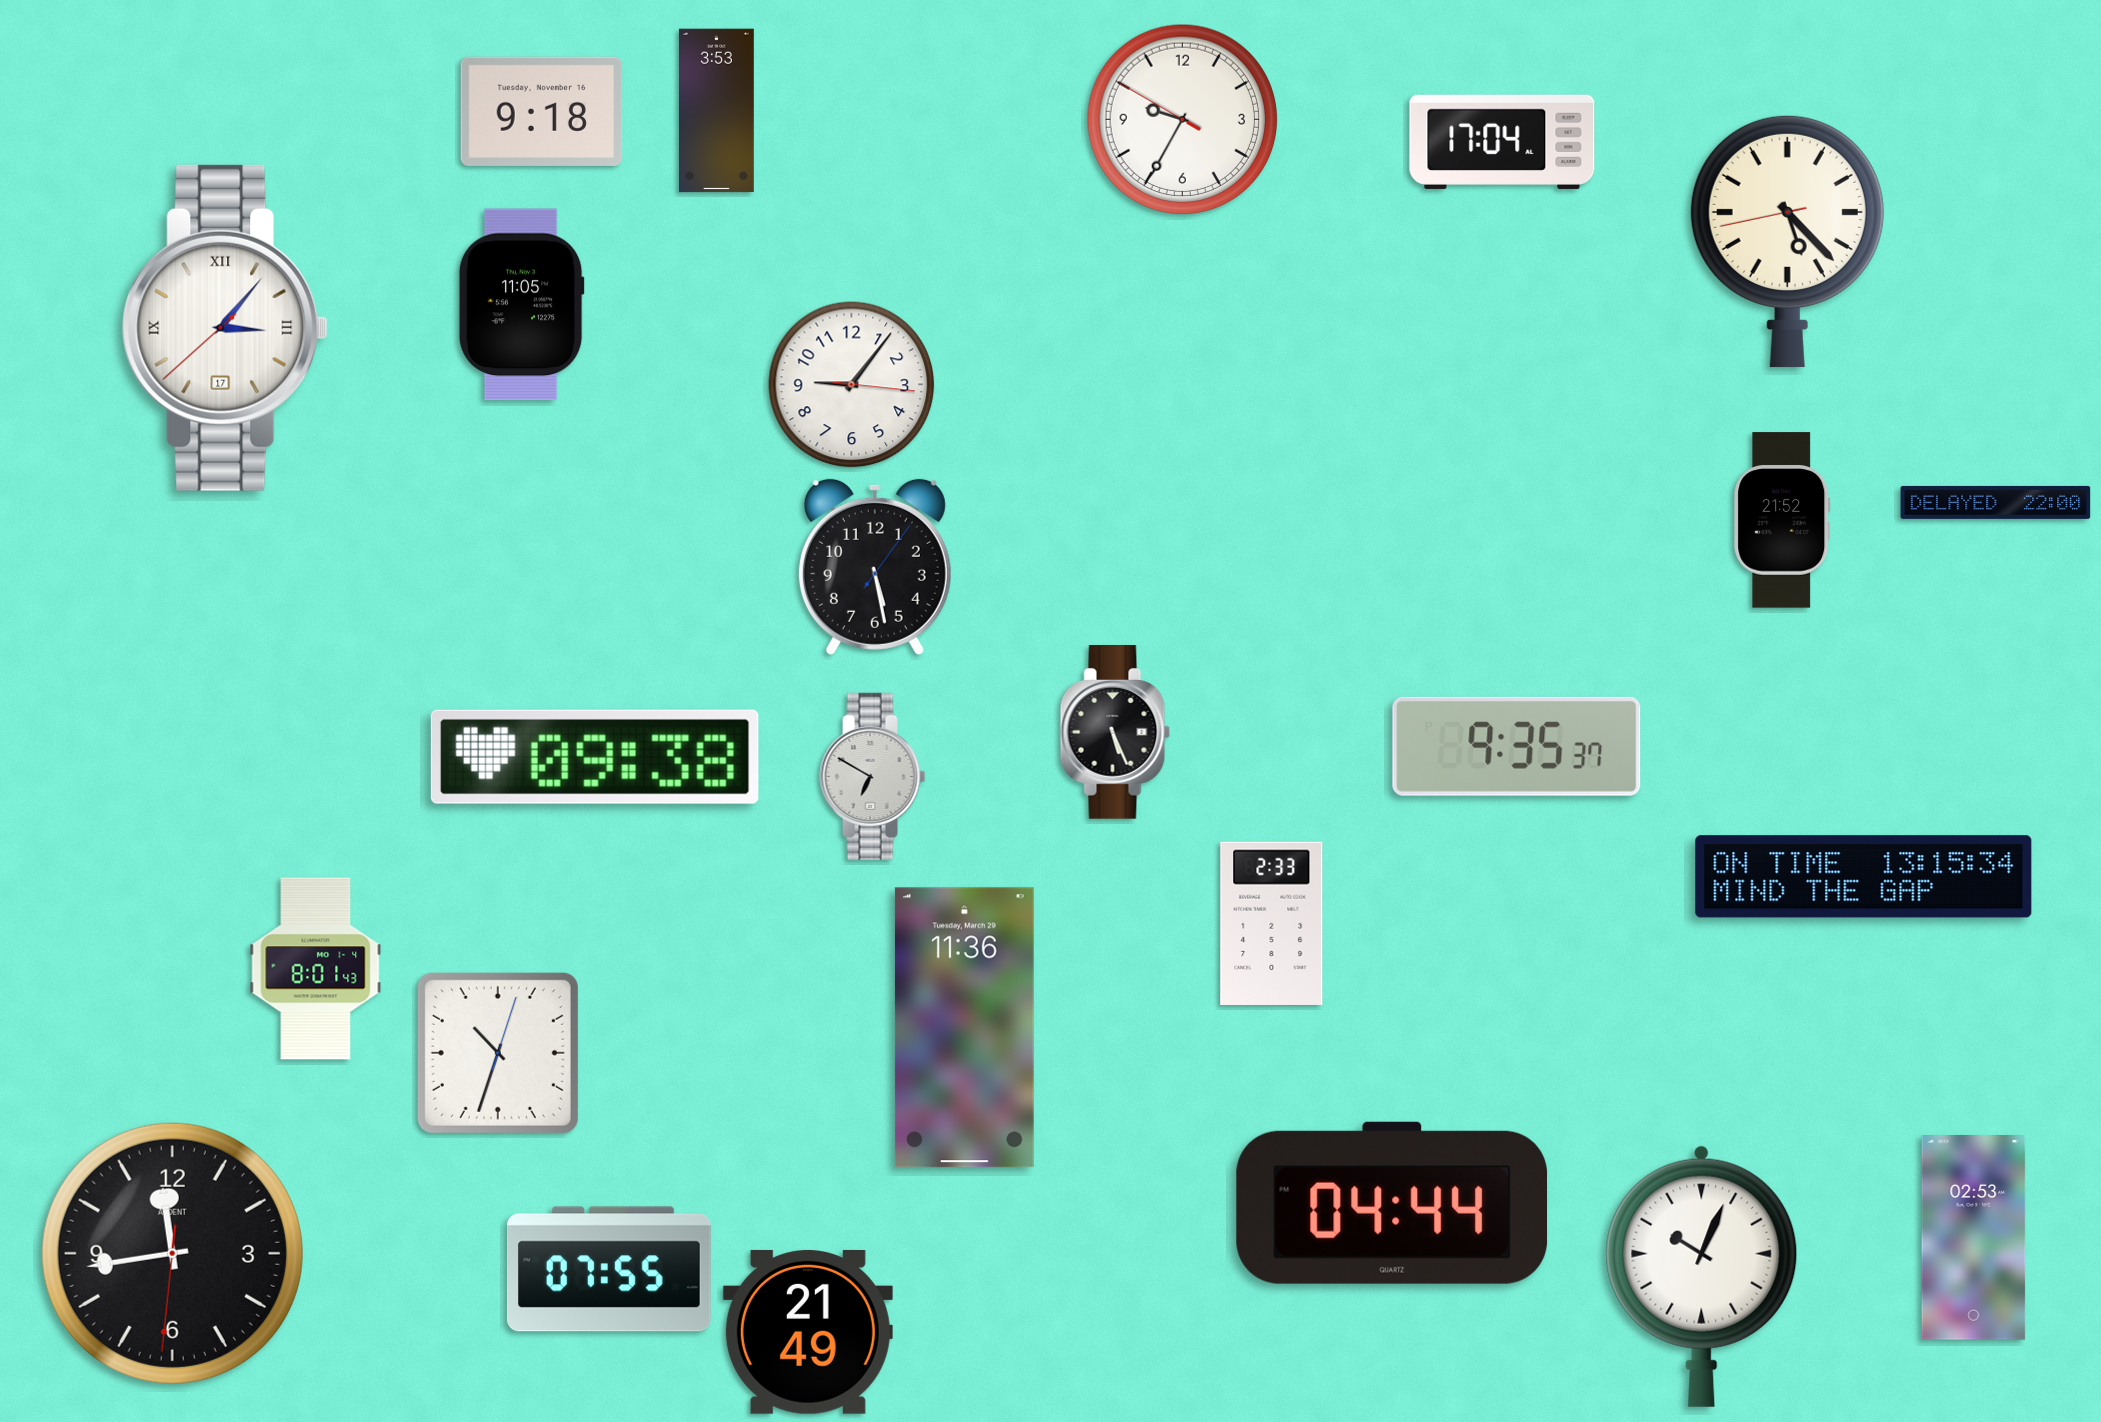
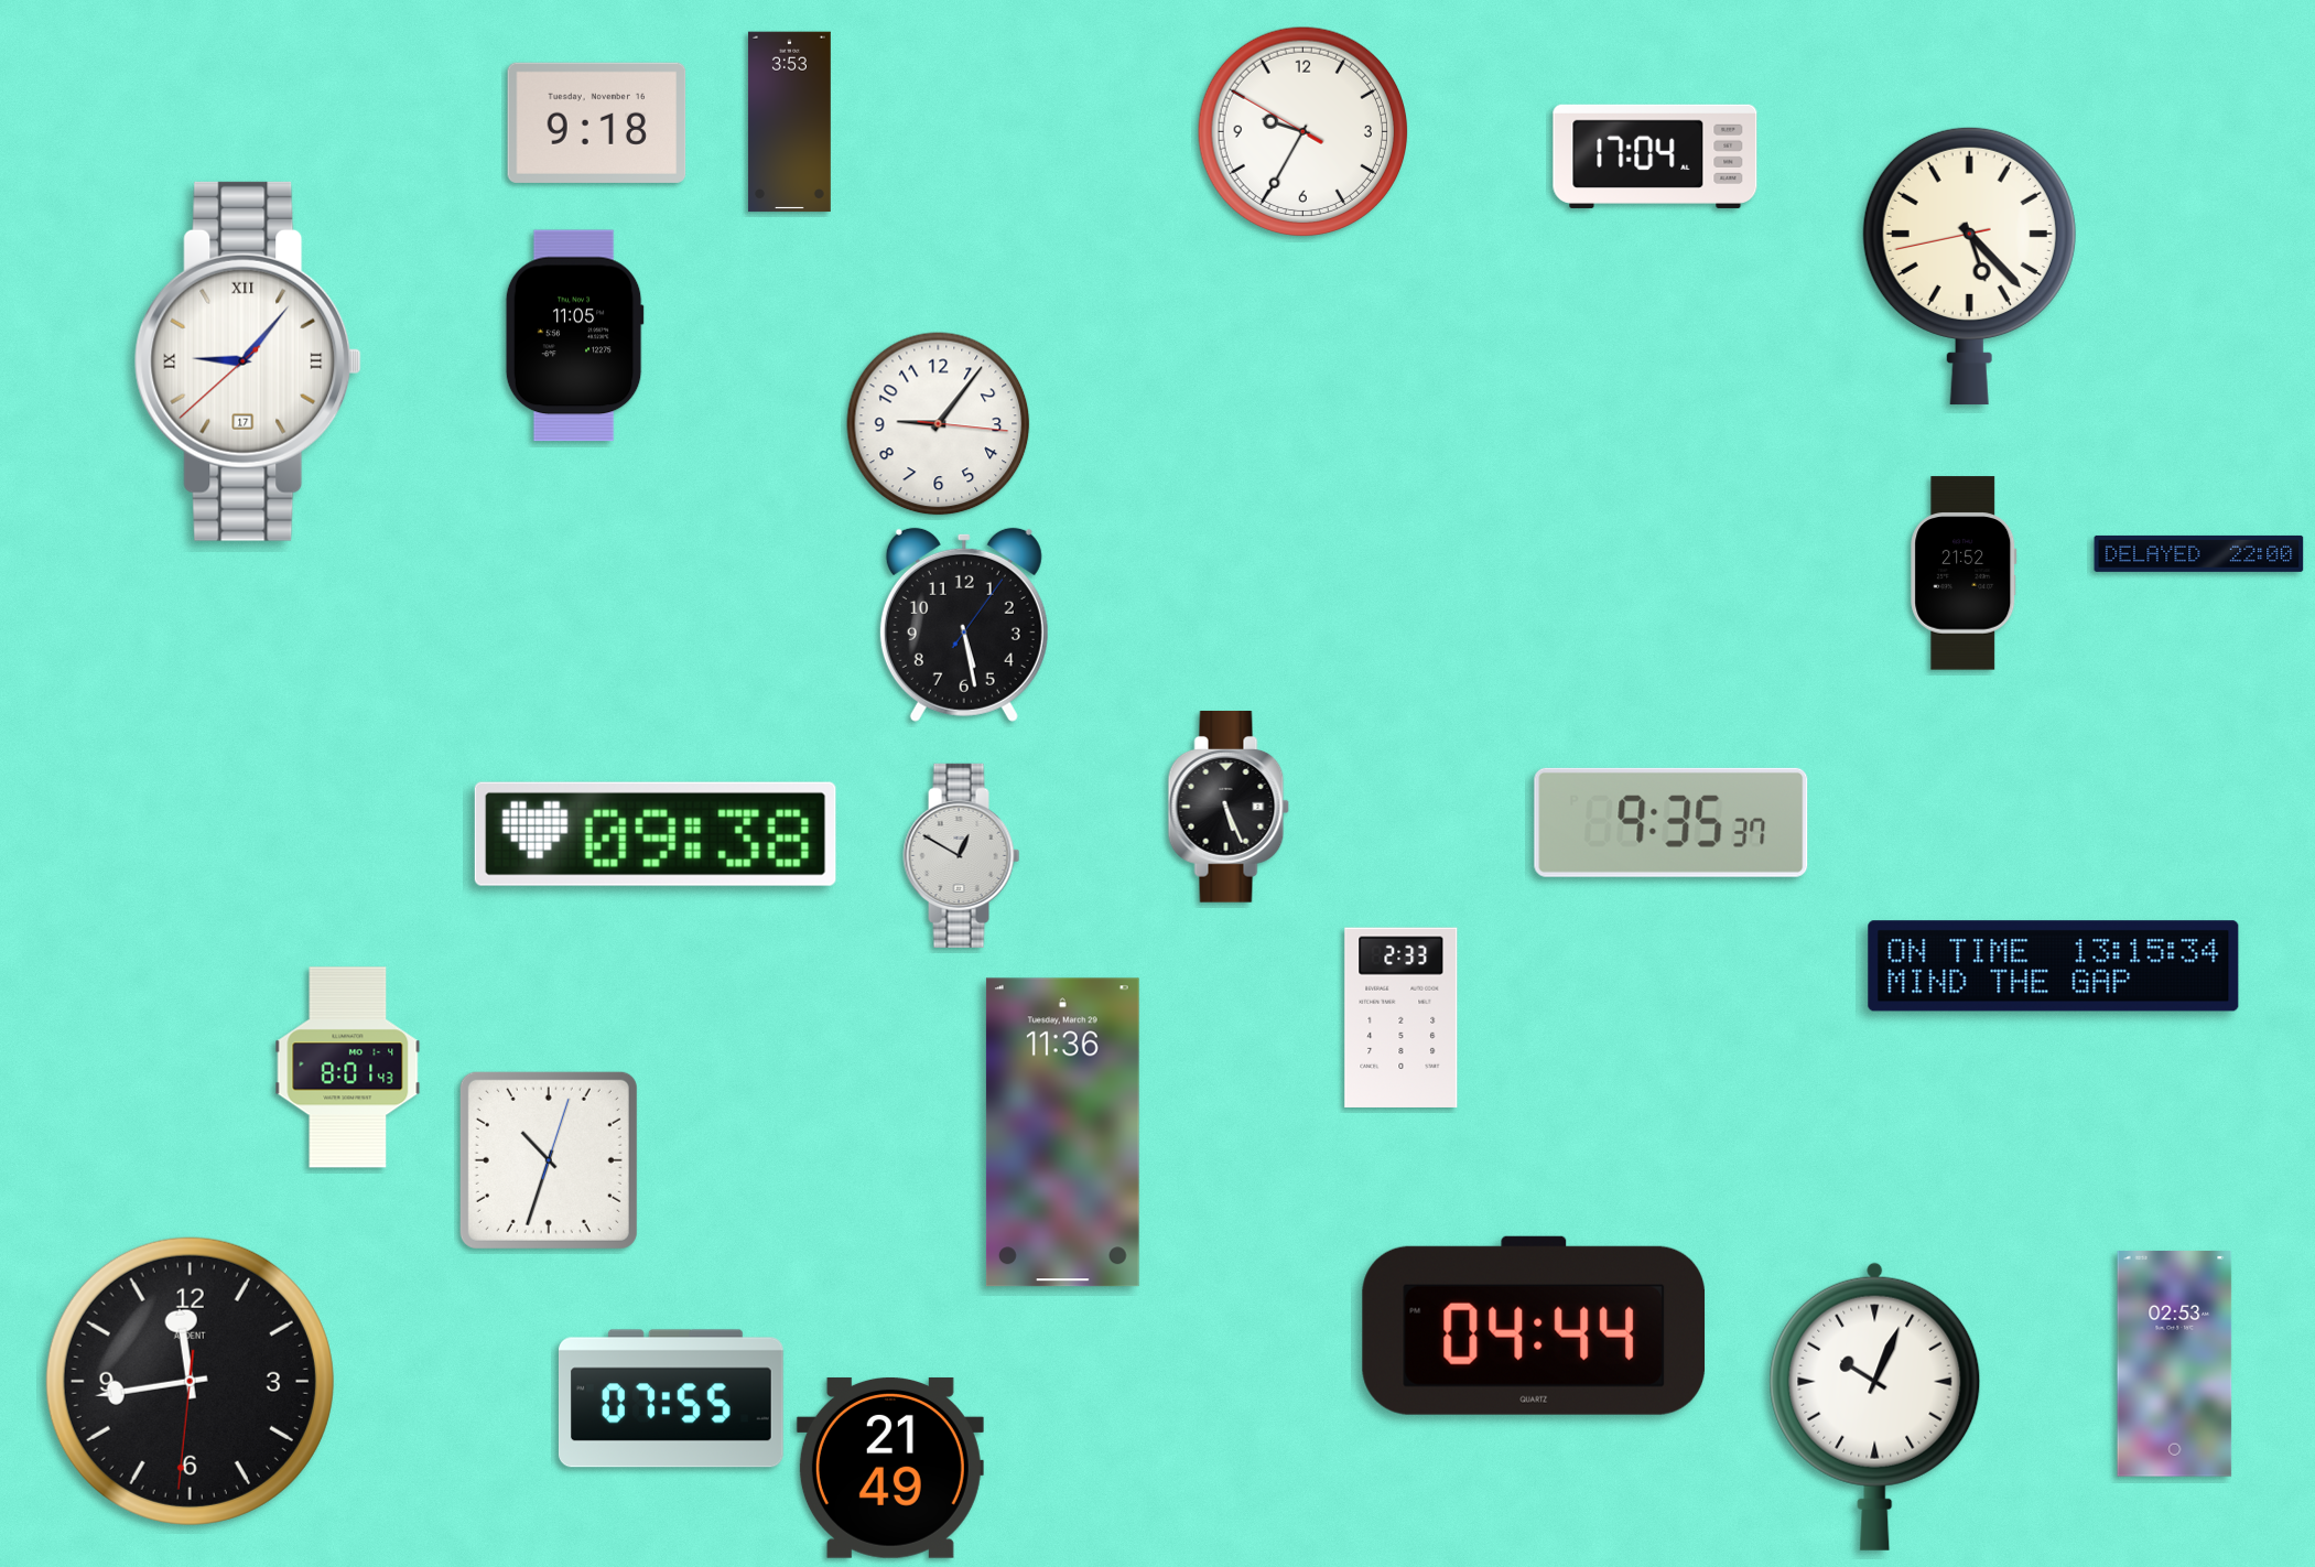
clock at (225, 328): 3:06 -> 9:06
clock at (873, 776): 6:50 -> 12:50
